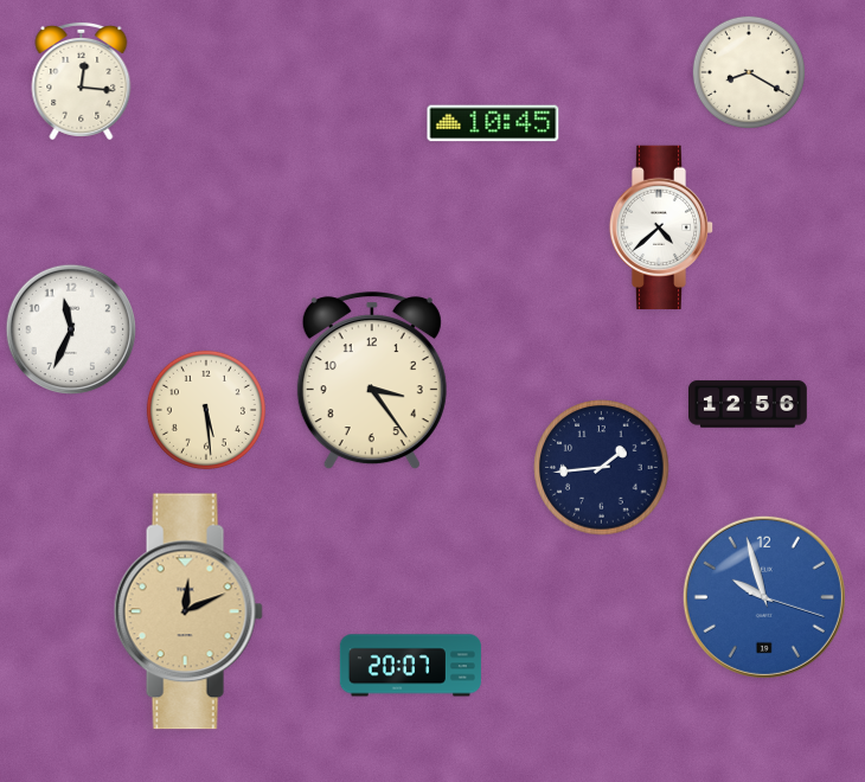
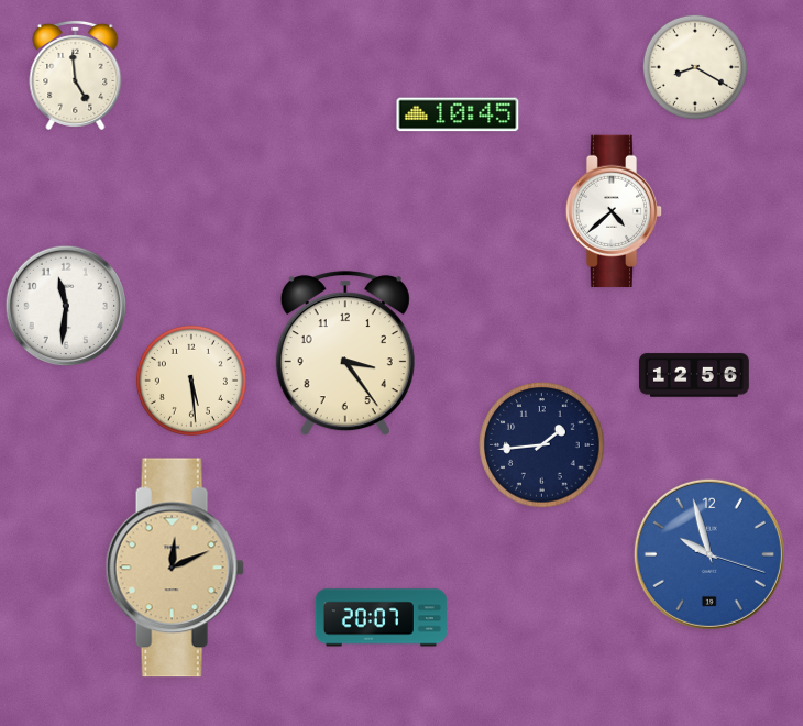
clock at (82, 81): 12:16 -> 4:59
clock at (71, 329): 11:34 -> 11:31
clock at (602, 468) position: (602, 468) -> (542, 446)
